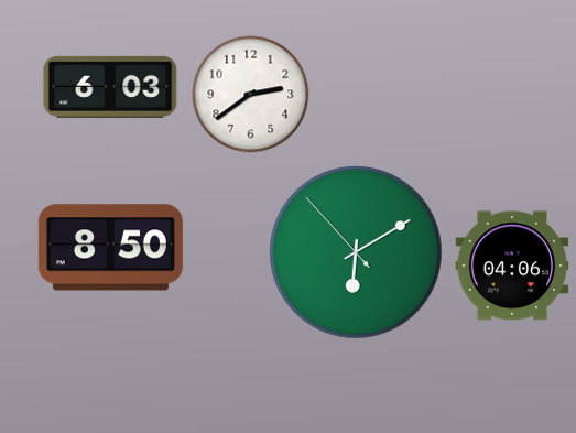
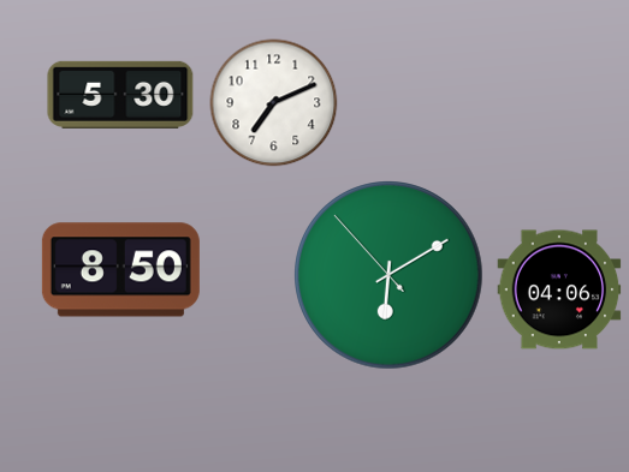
clock at (110, 87): 6:03 -> 5:30
clock at (251, 95): 2:39 -> 7:11
